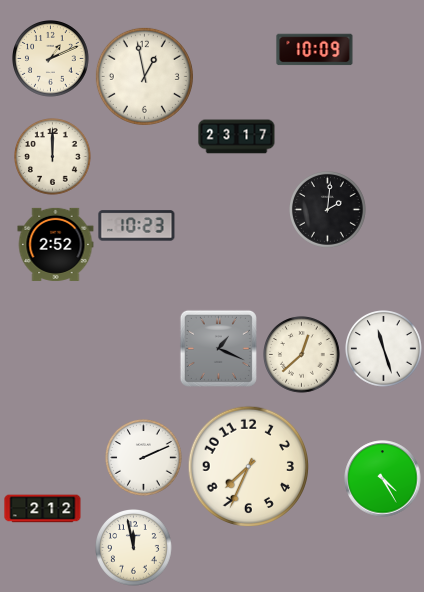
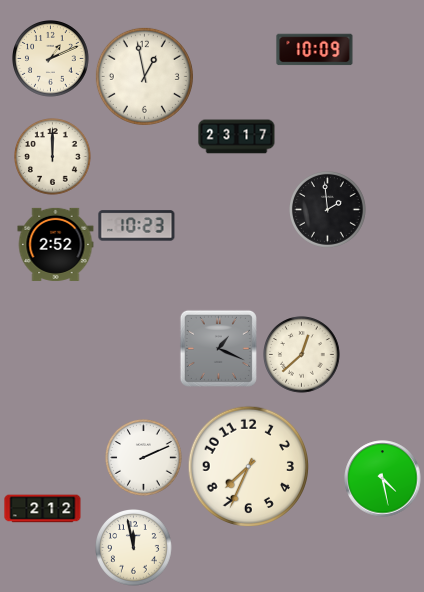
clock at (328, 210): 2:01 -> 1:59
clock at (384, 349): 11:27 -> none
clock at (383, 479): 4:25 -> 4:28
